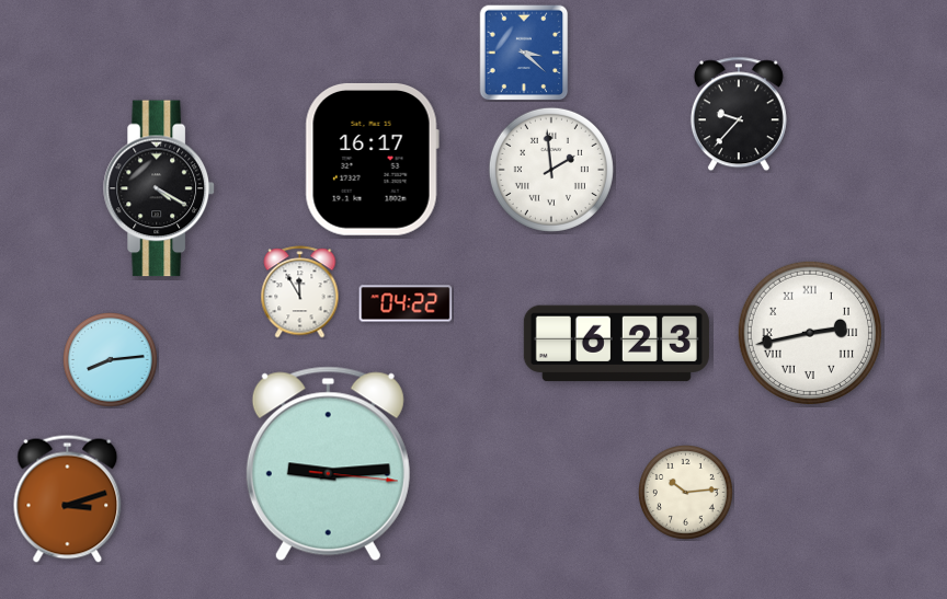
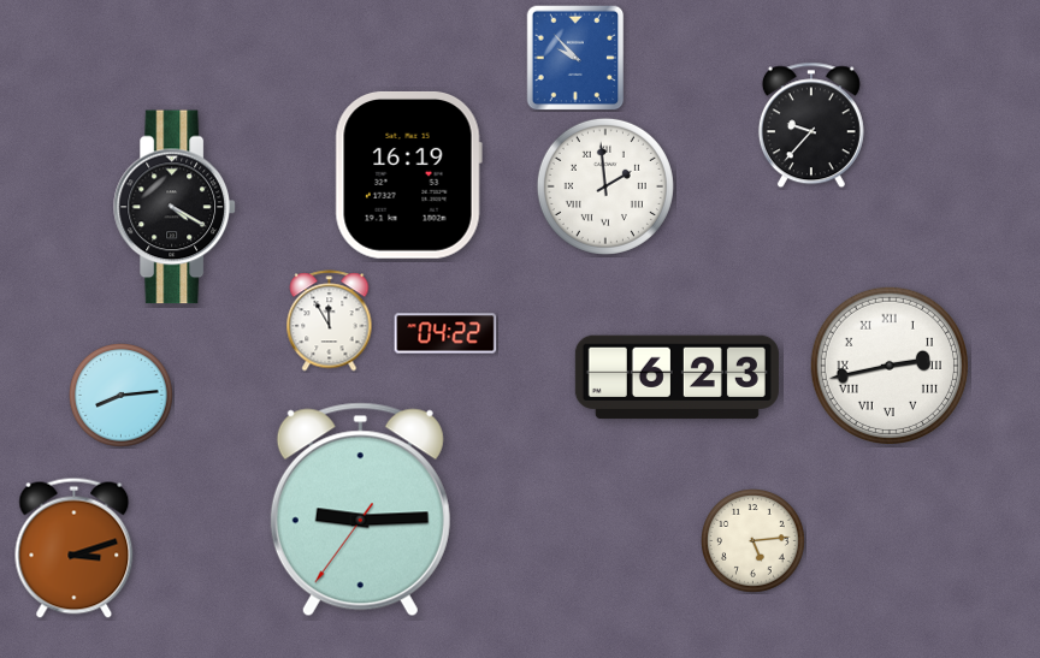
clock at (524, 53): 3:22 -> 9:53
clock at (372, 160): 16:17 -> 16:19
clock at (328, 464): 9:14:16 -> 9:14:36
clock at (686, 493): 10:14 -> 5:14
